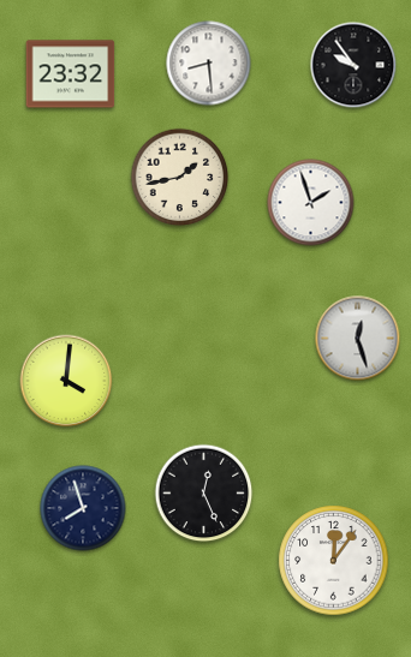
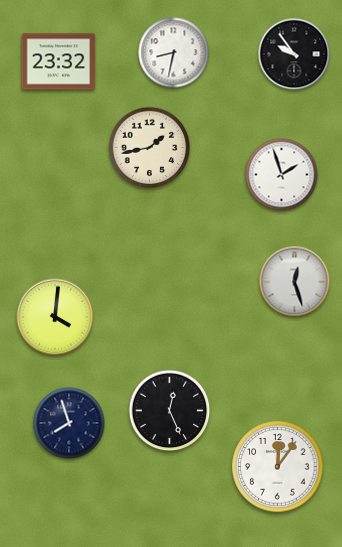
clock at (209, 64): 8:29 -> 8:32
clock at (311, 203) position: (311, 203) -> (282, 175)
clock at (358, 339) position: (358, 339) -> (295, 282)
